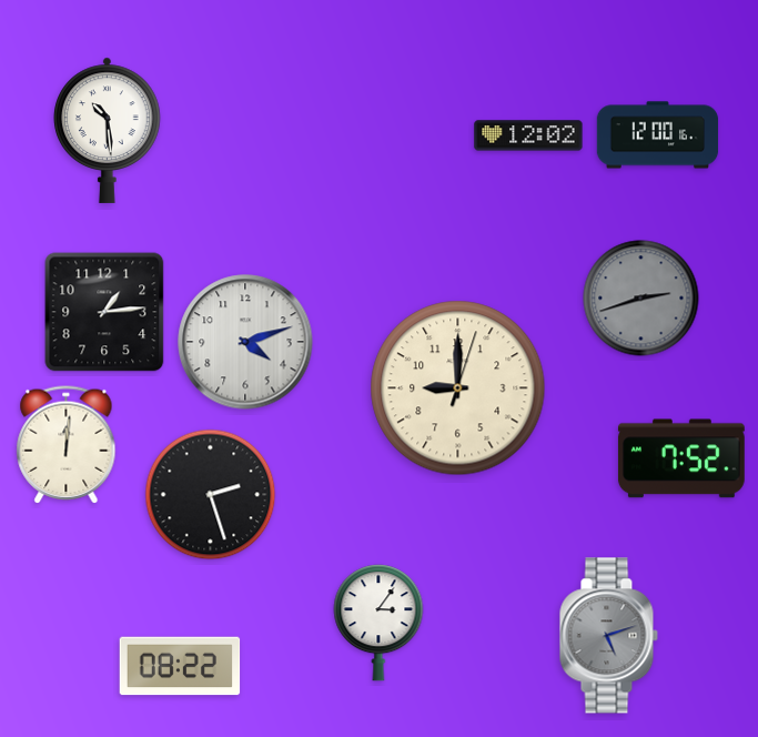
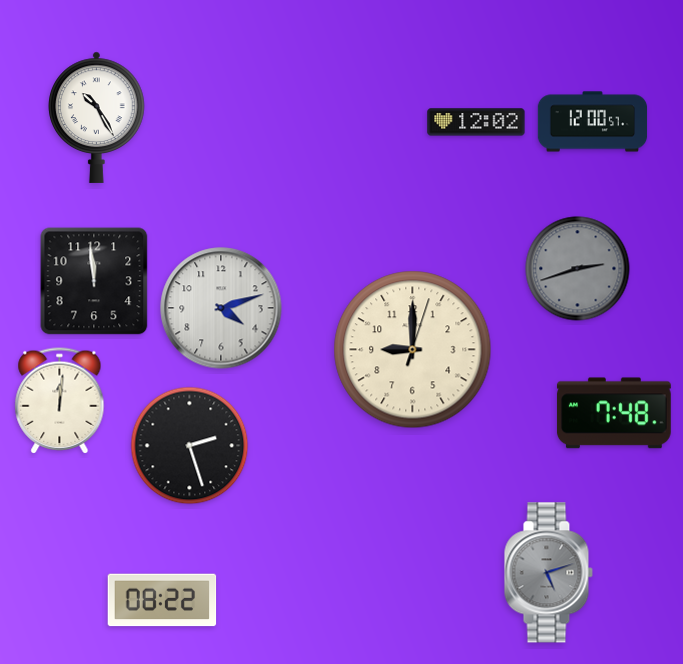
clock at (108, 130): 10:29 -> 10:25
clock at (658, 135): 12:00:16 -> 12:00:57
clock at (104, 312): 1:14 -> 11:59
clock at (681, 458): 7:52 -> 7:48
clock at (378, 623): 3:06 -> none
